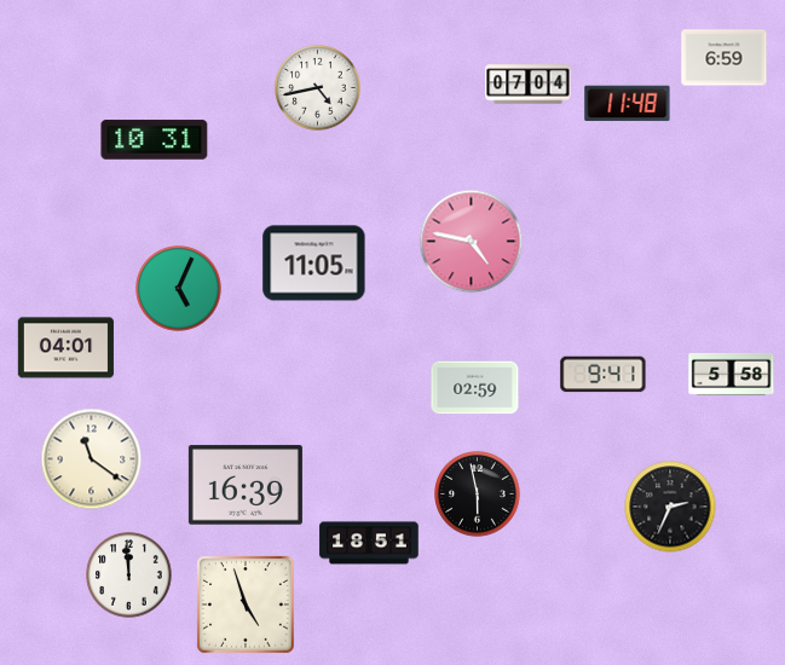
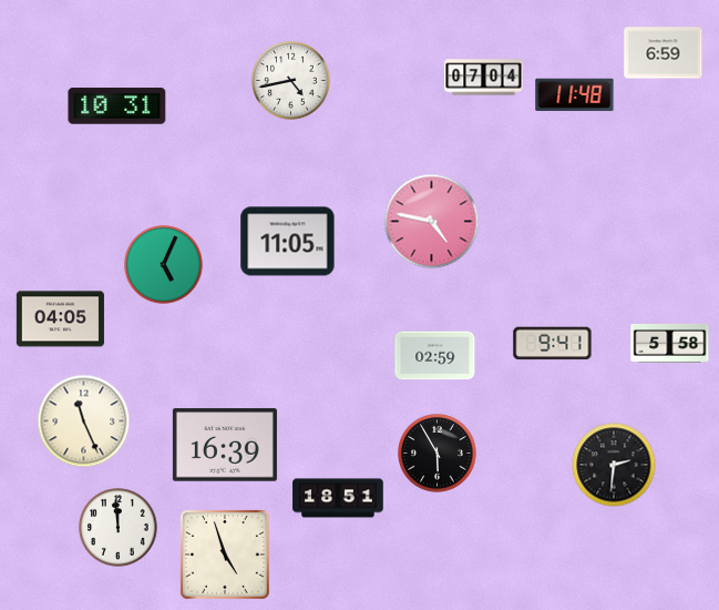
clock at (155, 140) position: (155, 140) -> (117, 106)
clock at (65, 348): 04:01 -> 04:05
clock at (92, 459): 11:21 -> 11:26
clock at (478, 495): 5:58 -> 5:55
clock at (670, 507): 2:34 -> 2:31
